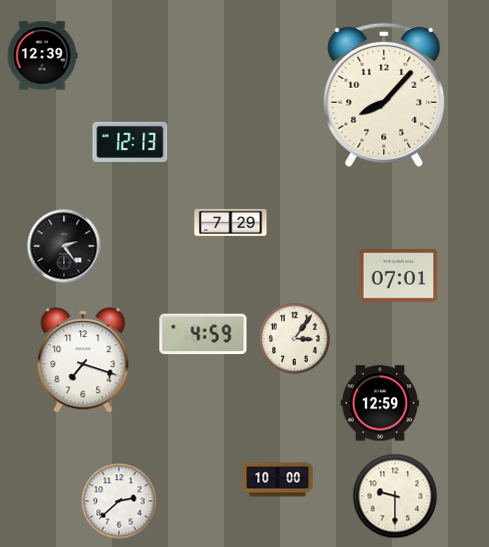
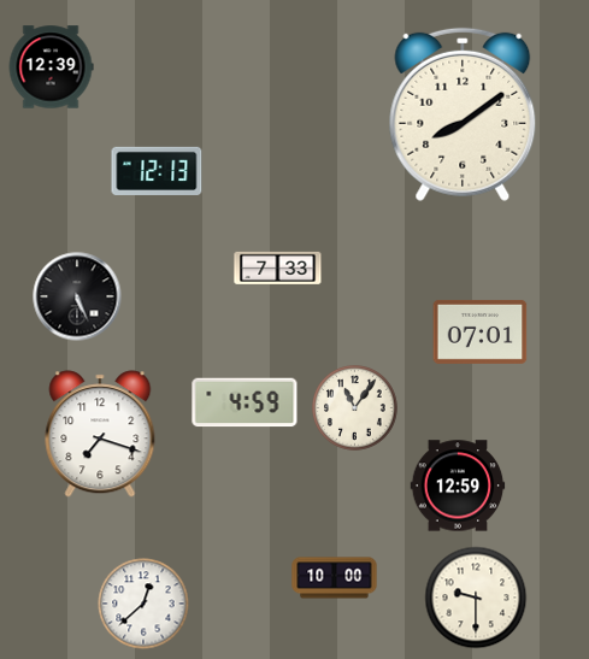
clock at (384, 95): 8:07 -> 8:09
clock at (231, 222): 7:29 -> 7:33
clock at (64, 246): 2:24 -> 5:26
clock at (295, 339): 3:06 -> 11:06
clock at (119, 501): 2:38 -> 12:38
